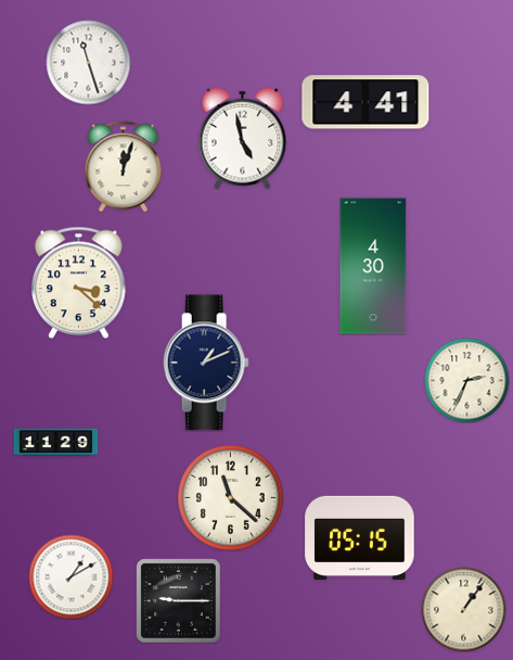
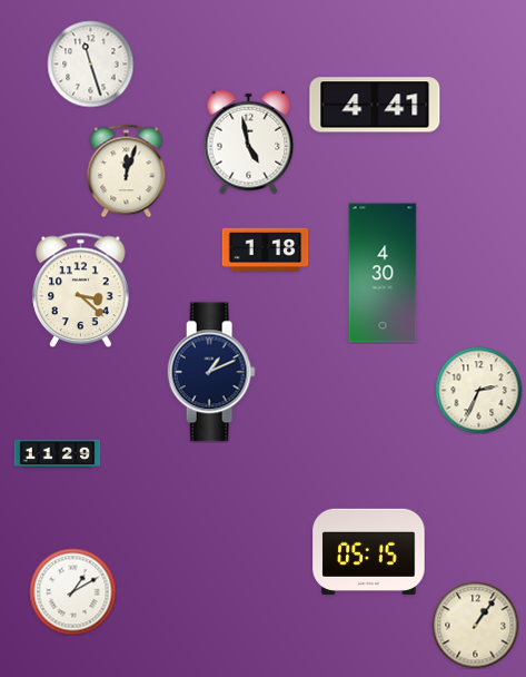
clock at (265, 249): none -> 1:18
clock at (231, 498): 11:22 -> none
clock at (178, 600): 9:15 -> none
